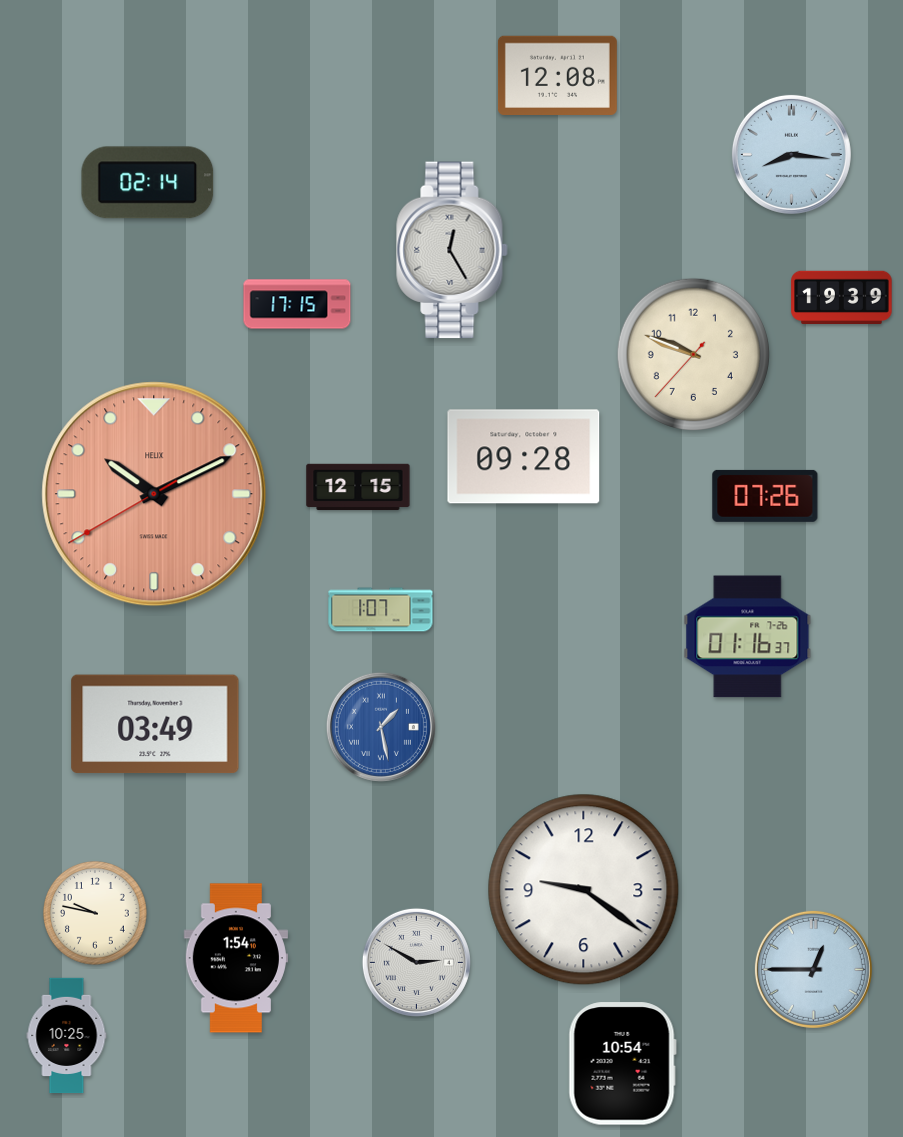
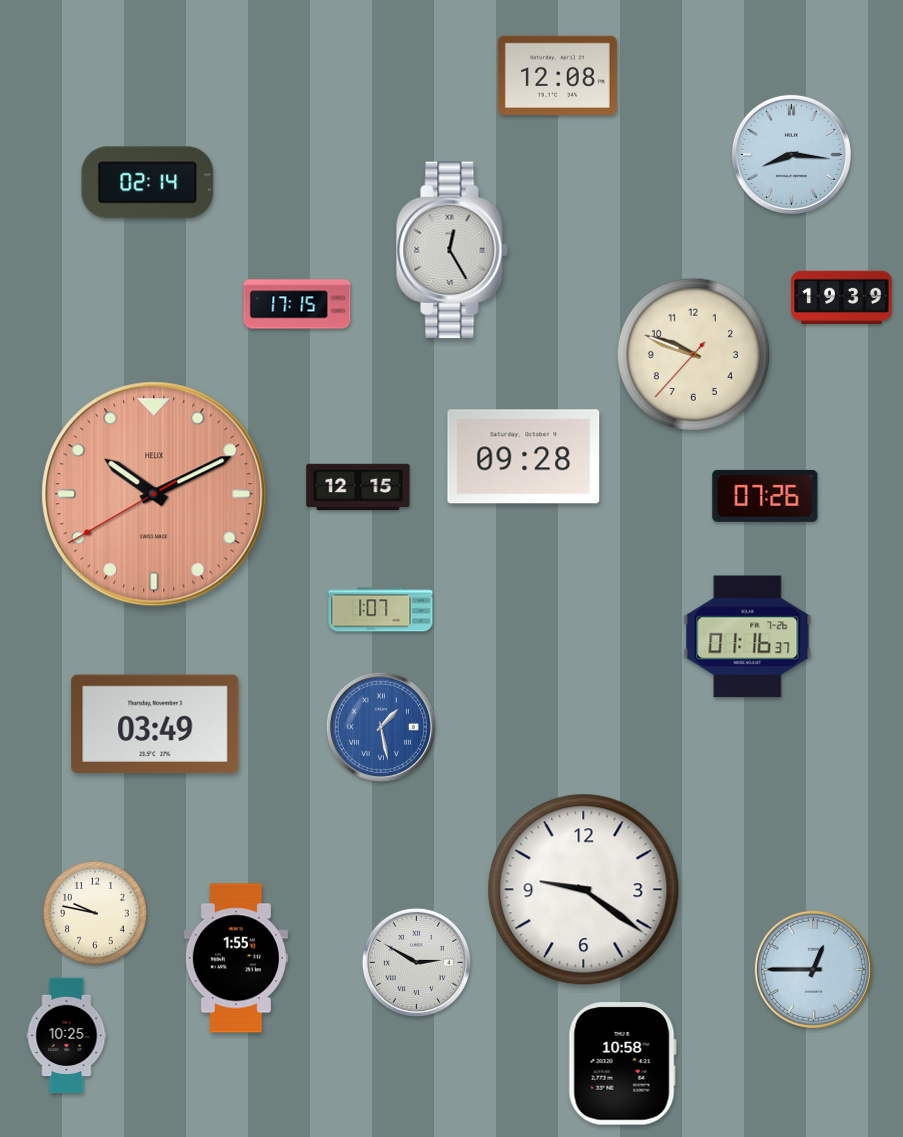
clock at (236, 958): 1:54 -> 1:55
clock at (622, 1064): 10:54 -> 10:58
